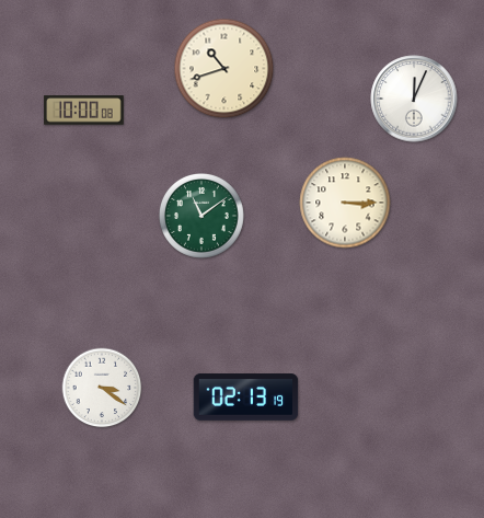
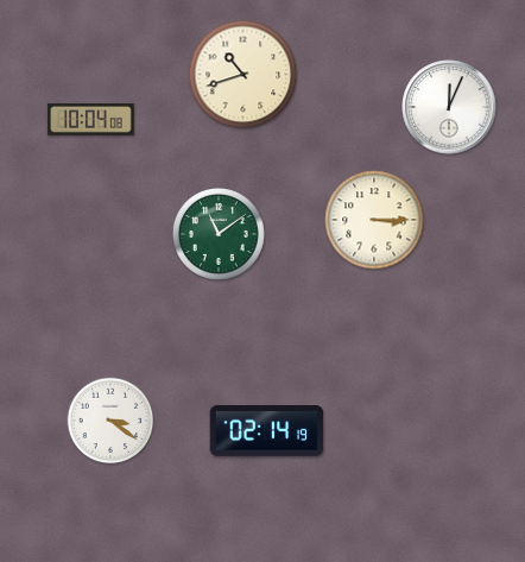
clock at (84, 111): 10:00 -> 10:04
clock at (246, 398): 02:13 -> 02:14
